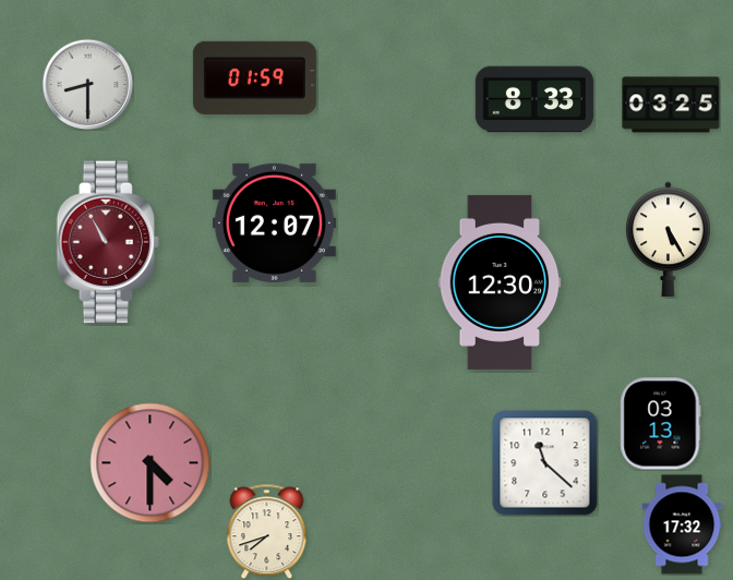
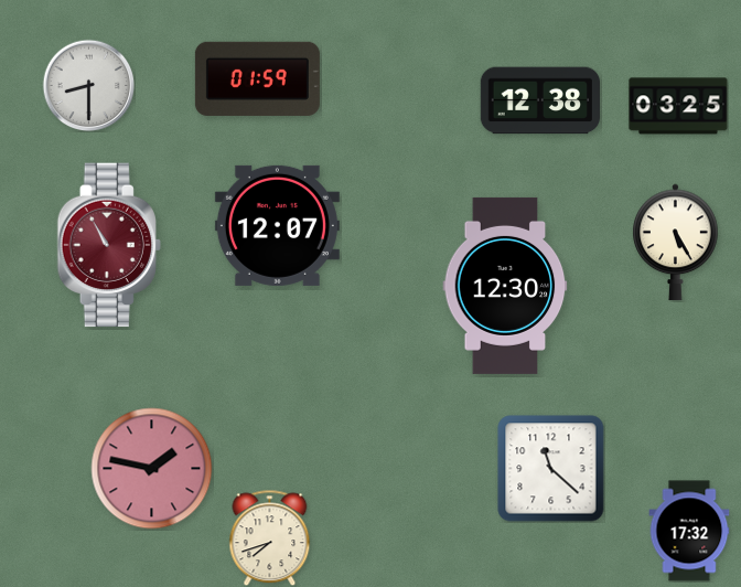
clock at (533, 99): 8:33 -> 12:38
clock at (661, 424): 03:13 -> none
clock at (151, 463): 4:30 -> 1:47
